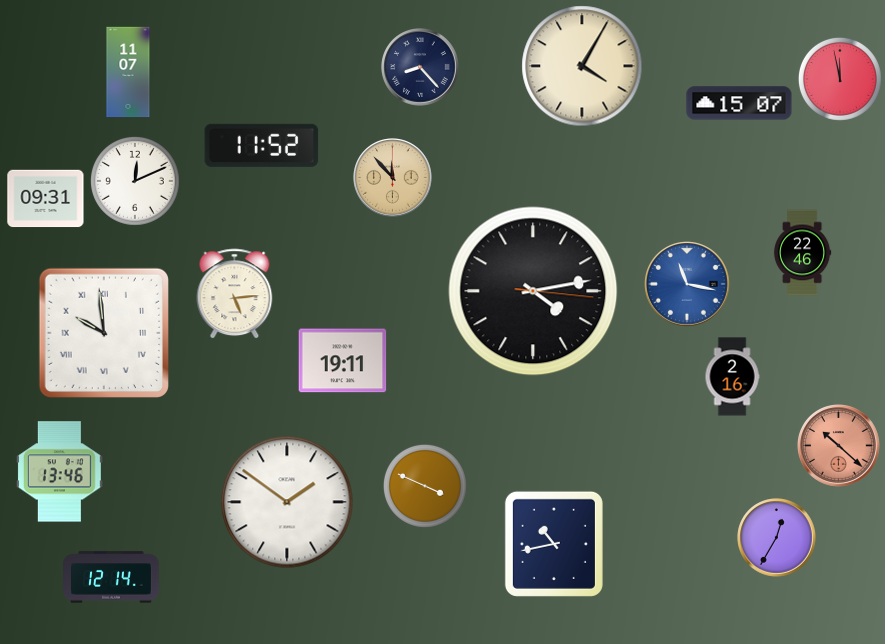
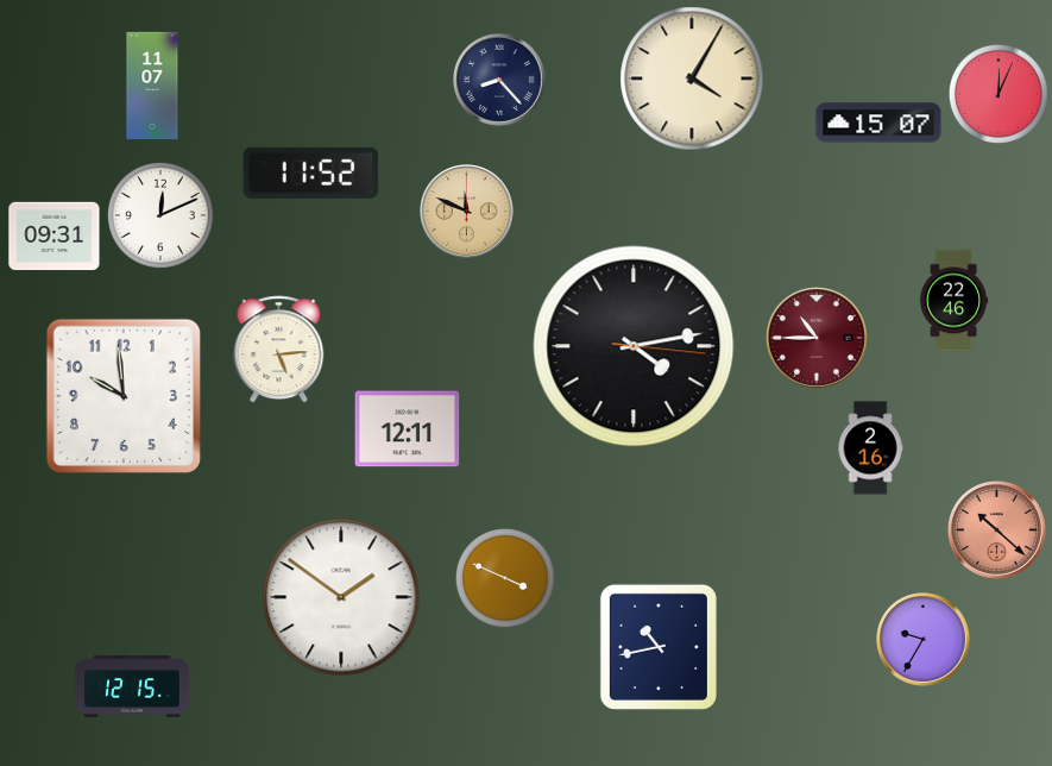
clock at (840, 79): 11:58 -> 12:04
clock at (393, 178): 11:53 -> 11:49
clock at (688, 285): 11:17 -> 10:45
clock at (688, 285) dial: blue -> burgundy
clock at (104, 333) numerals: Roman -> Arabic
clock at (343, 361): 19:11 -> 12:11
clock at (59, 472): 13:46 -> none
clock at (777, 538): 12:35 -> 9:35
clock at (111, 577): 12:14 -> 12:15
